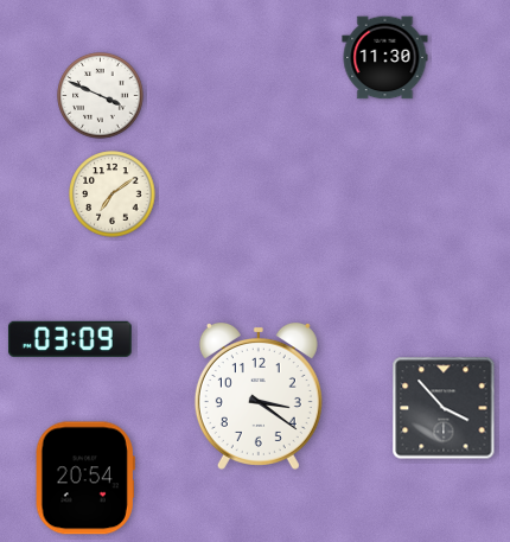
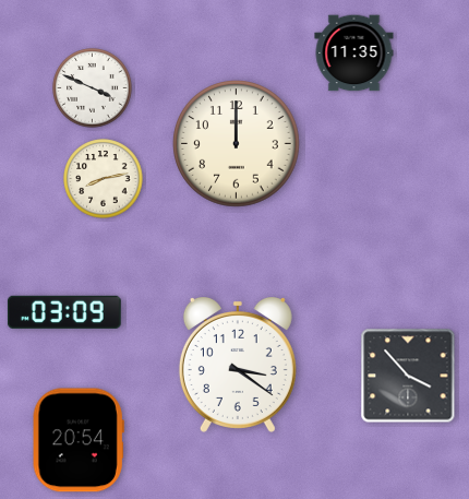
clock at (385, 58): 11:30 -> 11:35
clock at (237, 144): none -> 12:00
clock at (113, 195): 7:09 -> 8:13
